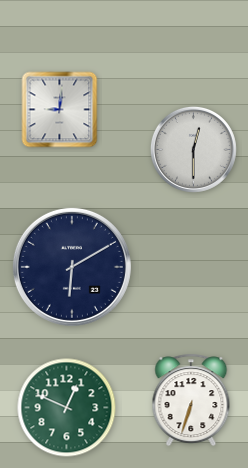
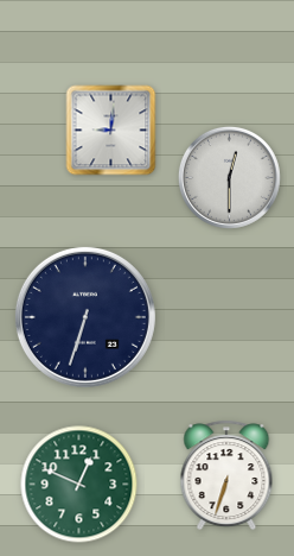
clock at (60, 110) position: (60, 110) -> (111, 131)
clock at (72, 267): 6:10 -> 6:33
